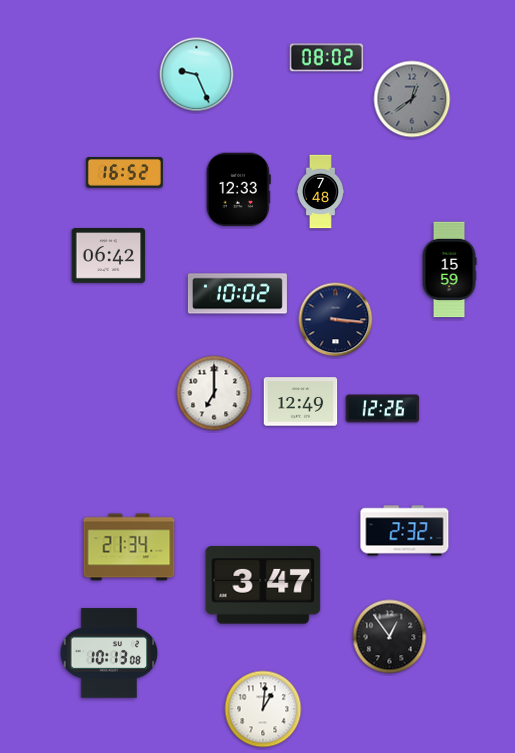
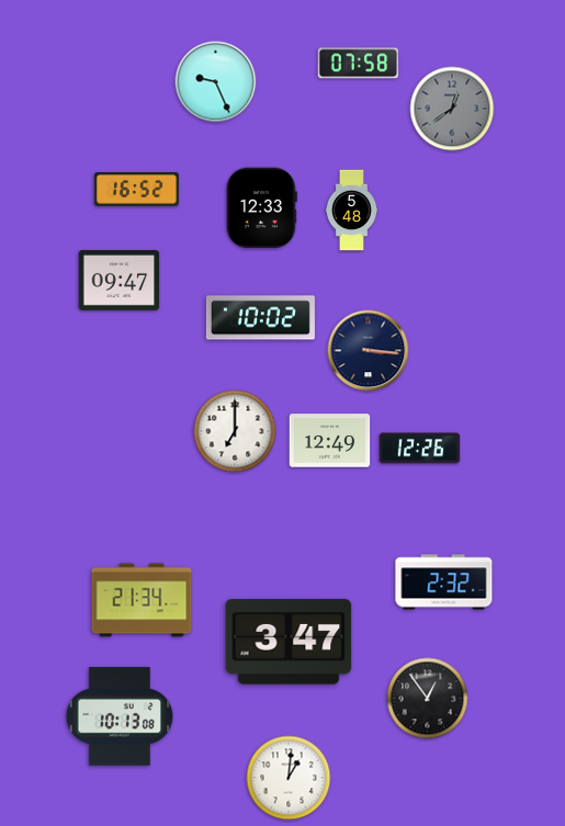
clock at (327, 58): 08:02 -> 07:58
clock at (320, 192): 7:48 -> 5:48
clock at (109, 256): 06:42 -> 09:47
clock at (449, 270): 15:59 -> none
clock at (237, 294) position: (237, 294) -> (260, 318)
